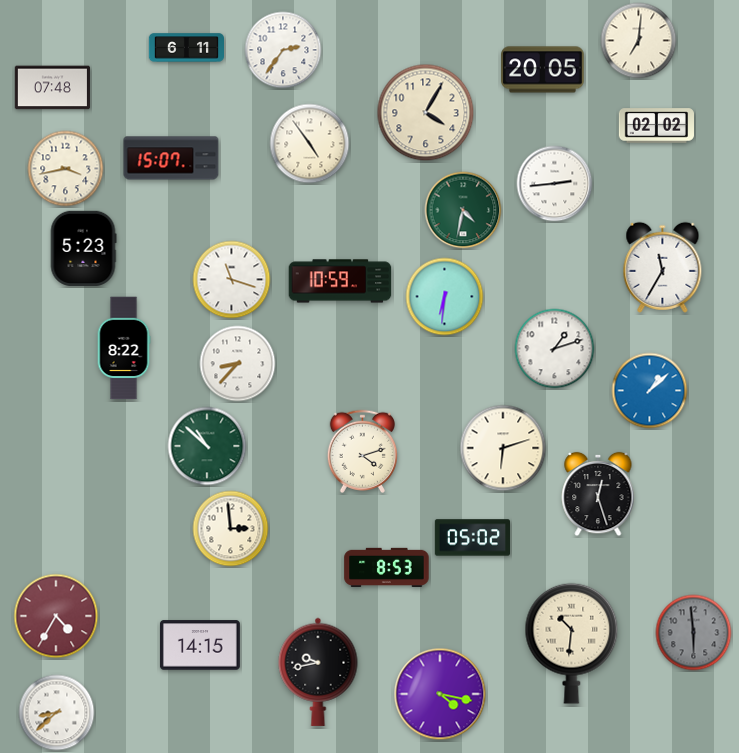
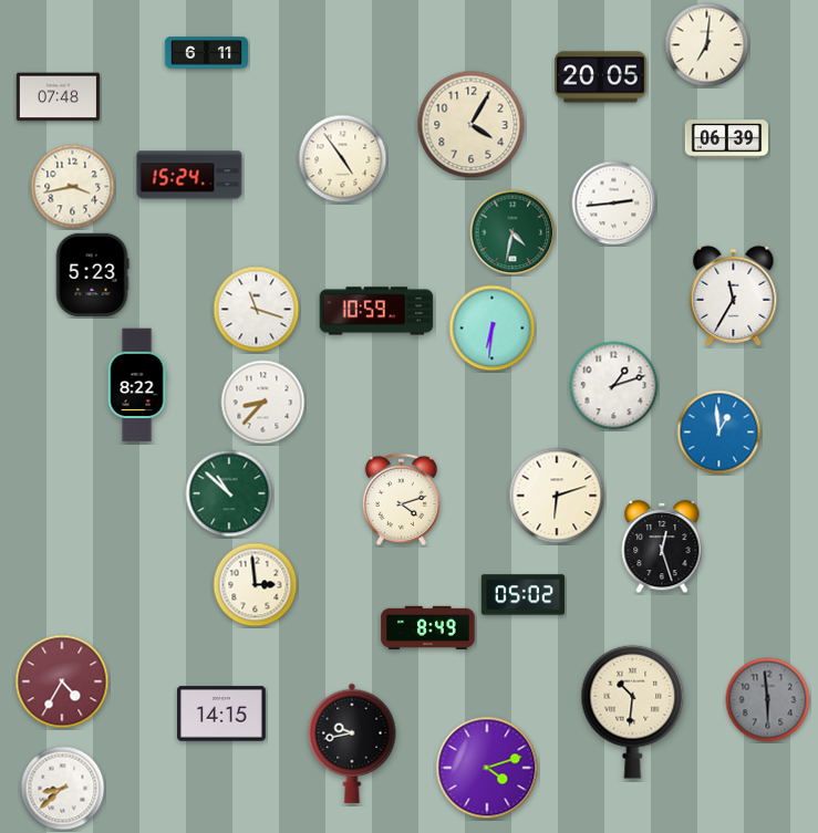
clock at (283, 50): 2:36 -> none
clock at (656, 126): 02:02 -> 06:39
clock at (171, 158): 15:07 -> 15:24
clock at (650, 391): 1:08 -> 12:59
clock at (387, 567): 8:53 -> 8:49
clock at (440, 694): 4:17 -> 4:12
